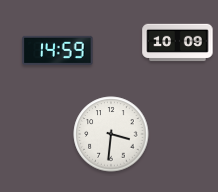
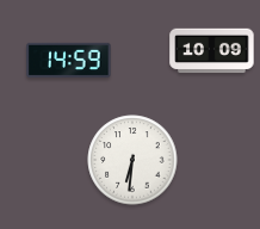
clock at (111, 134): 3:31 -> 6:31
